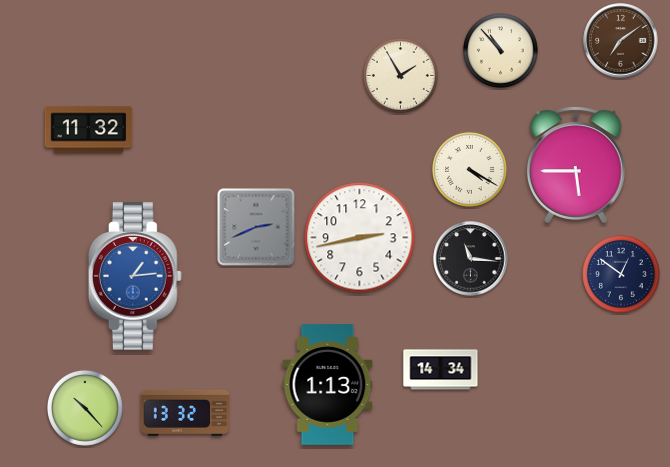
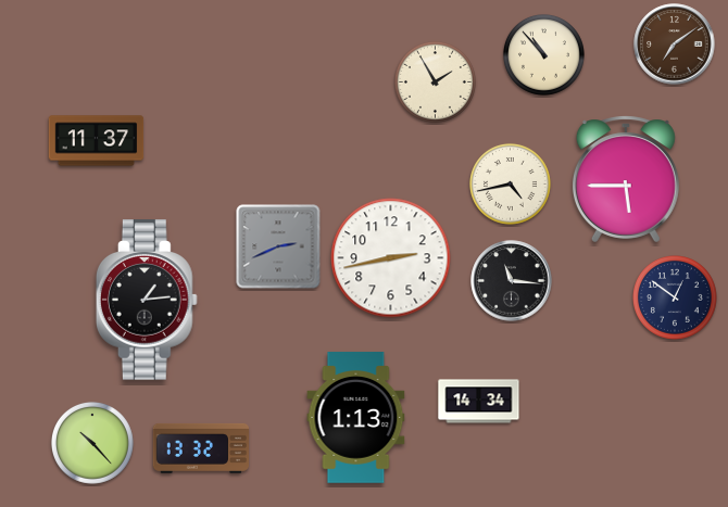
clock at (89, 130): 11:32 -> 11:37
clock at (469, 169): 4:20 -> 4:43
clock at (135, 276) dial: blue -> black
